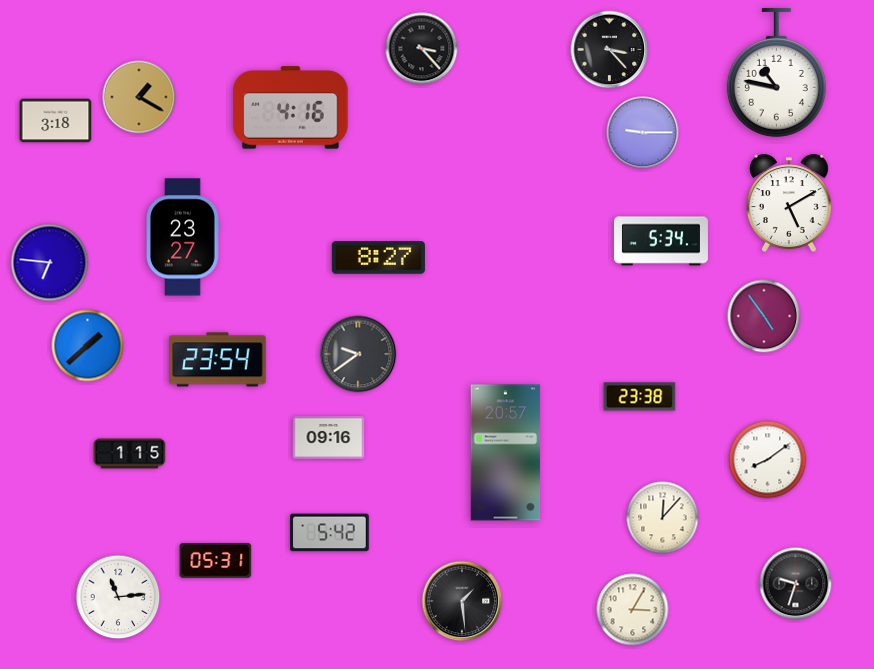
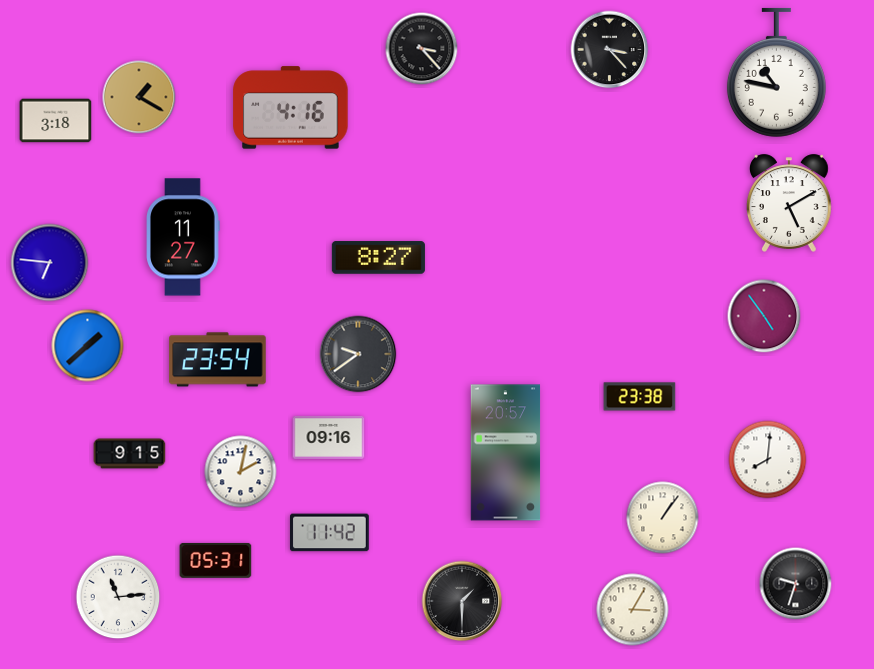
clock at (643, 133): 9:15 -> none
clock at (183, 237): 23:27 -> 11:27
clock at (661, 241): 5:34 -> none
clock at (130, 454): 1:15 -> 9:15
clock at (768, 460): 8:09 -> 8:01
clock at (241, 472): none -> 2:02
clock at (663, 518): 12:07 -> 1:06
clock at (330, 533): 5:42 -> 11:42
clock at (462, 601): 1:29 -> 1:30
